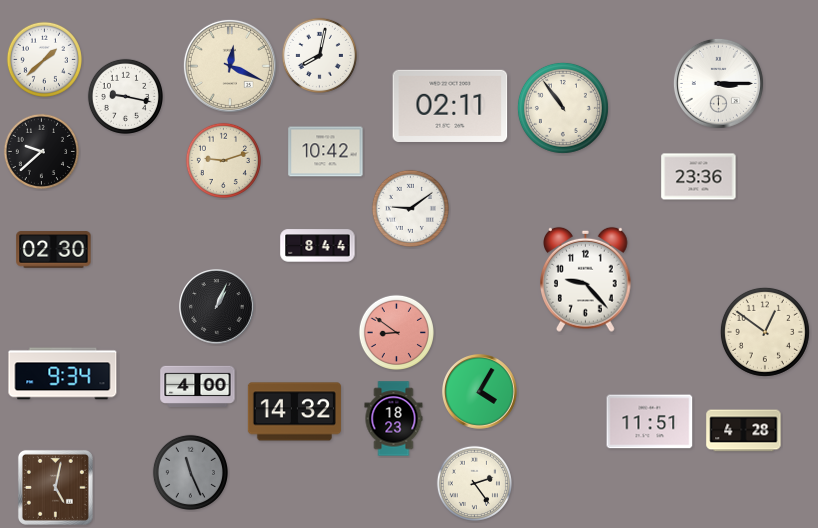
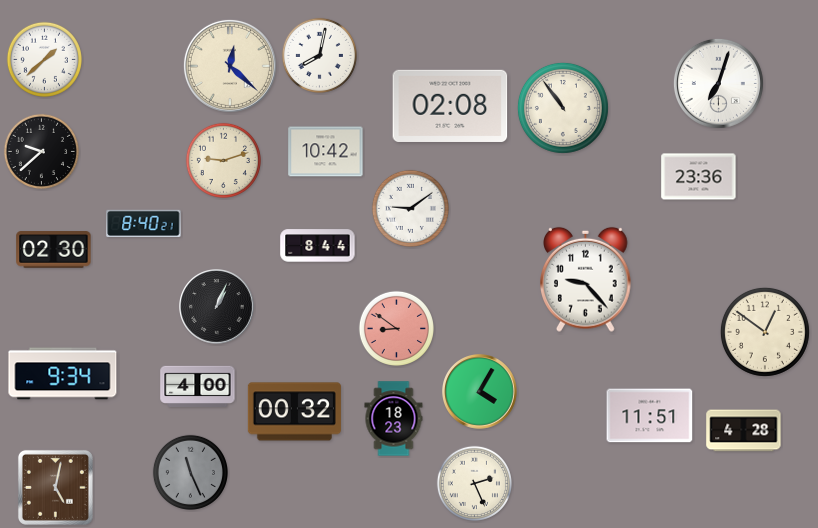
clock at (230, 66): 12:19 -> 12:22
clock at (718, 83): 3:15 -> 7:03
clock at (125, 96): 9:17 -> none
clock at (450, 106): 02:11 -> 02:08
clock at (144, 224): none -> 8:40
clock at (396, 332) position: (396, 332) -> (396, 328)
clock at (294, 412): 14:32 -> 00:32
clock at (650, 422) position: (650, 422) -> (650, 416)
clock at (474, 483): 2:24 -> 2:26
